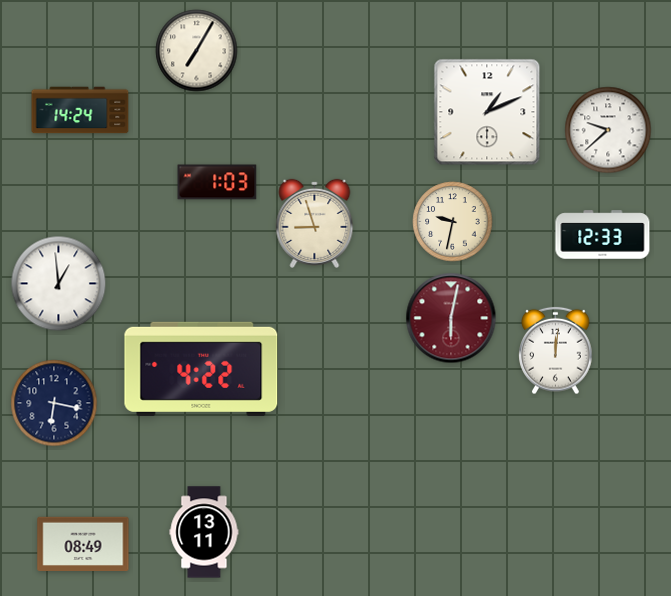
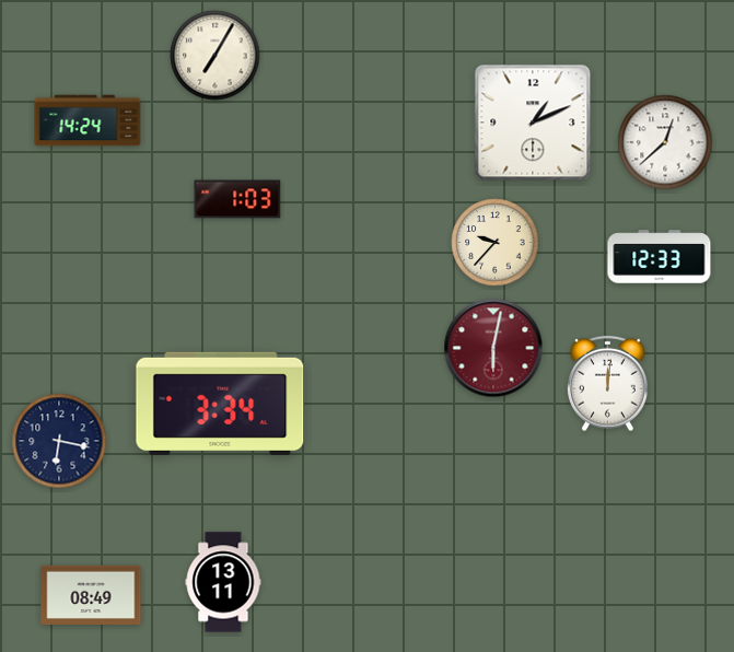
clock at (608, 130): 9:38 -> 12:38
clock at (453, 222): 9:32 -> 9:37
clock at (315, 223): 8:57 -> none
clock at (59, 284): 12:59 -> none
clock at (201, 369): 4:22 -> 3:34
